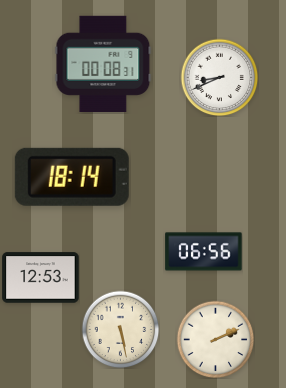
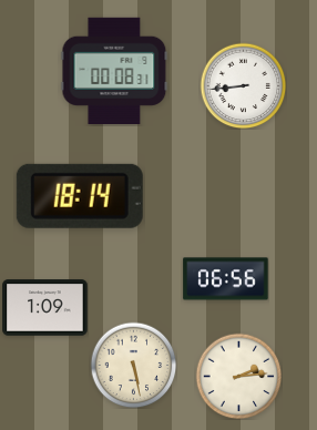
clock at (219, 77): 8:41 -> 8:44
clock at (41, 278): 12:53 -> 1:09
clock at (215, 339): 2:11 -> 2:14
